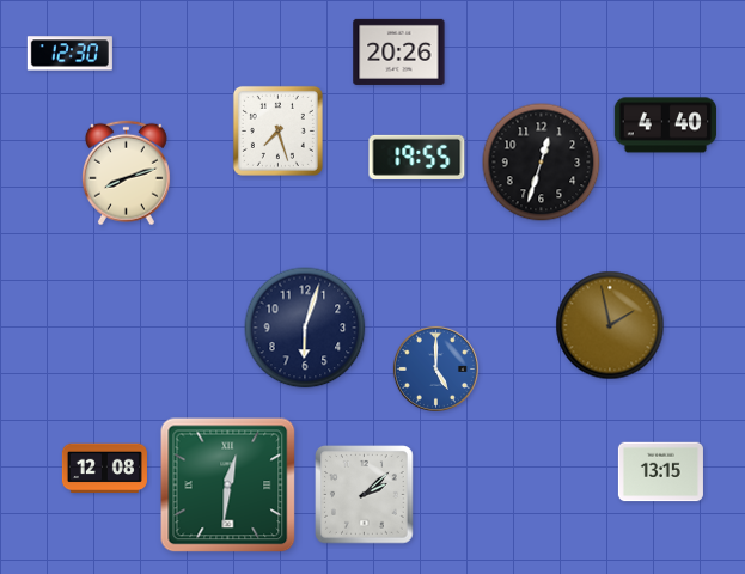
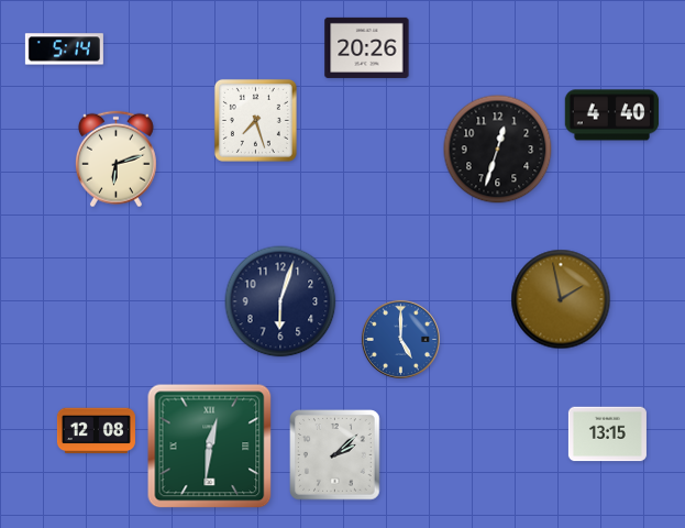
clock at (69, 54): 12:30 -> 5:14
clock at (417, 157): 19:55 -> none
clock at (126, 173): 8:12 -> 6:12
